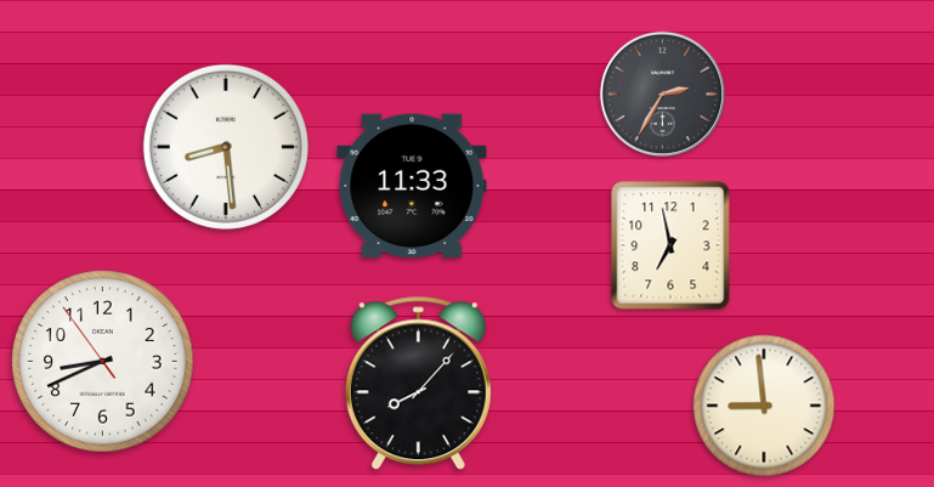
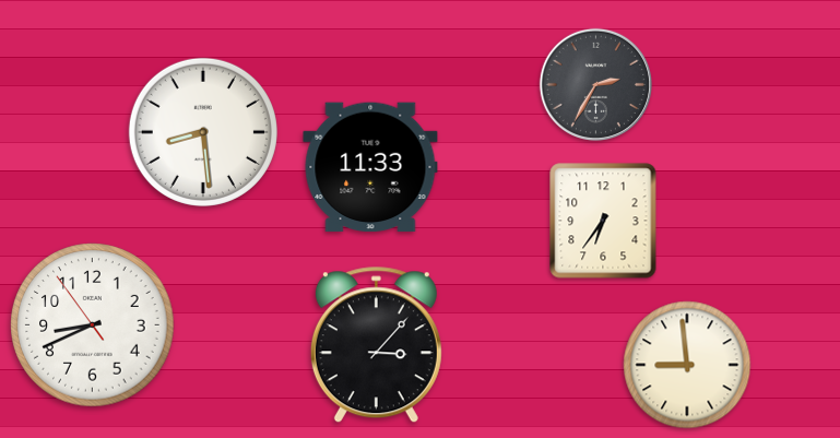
clock at (670, 245): 6:58 -> 6:36
clock at (418, 384): 8:07 -> 3:07
